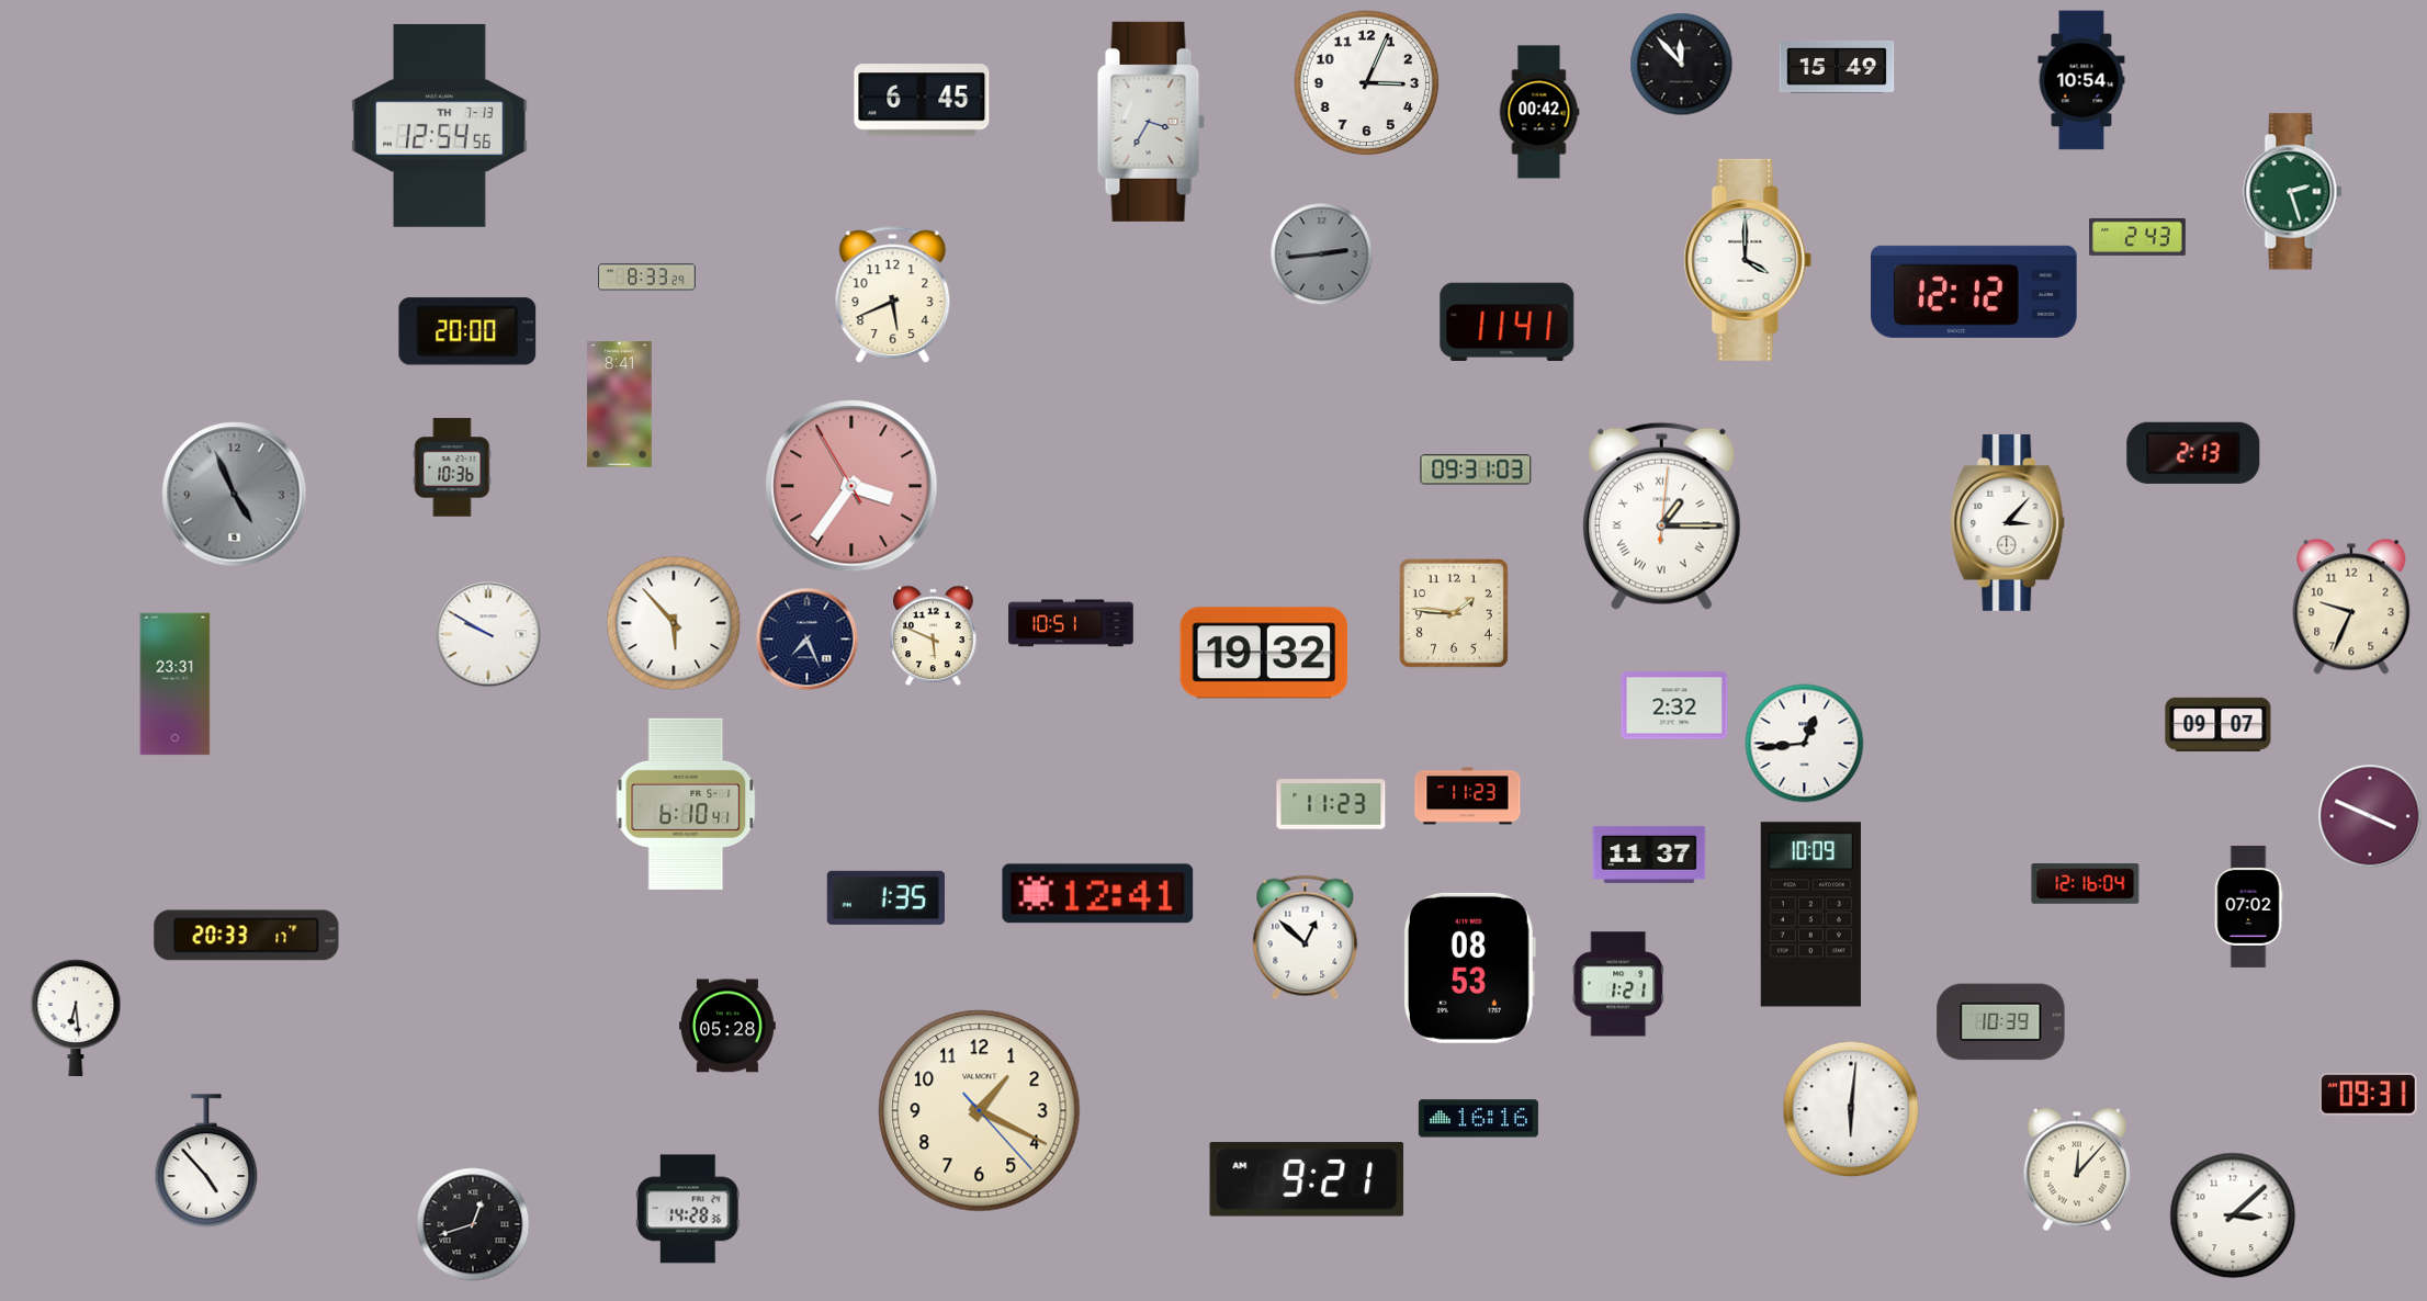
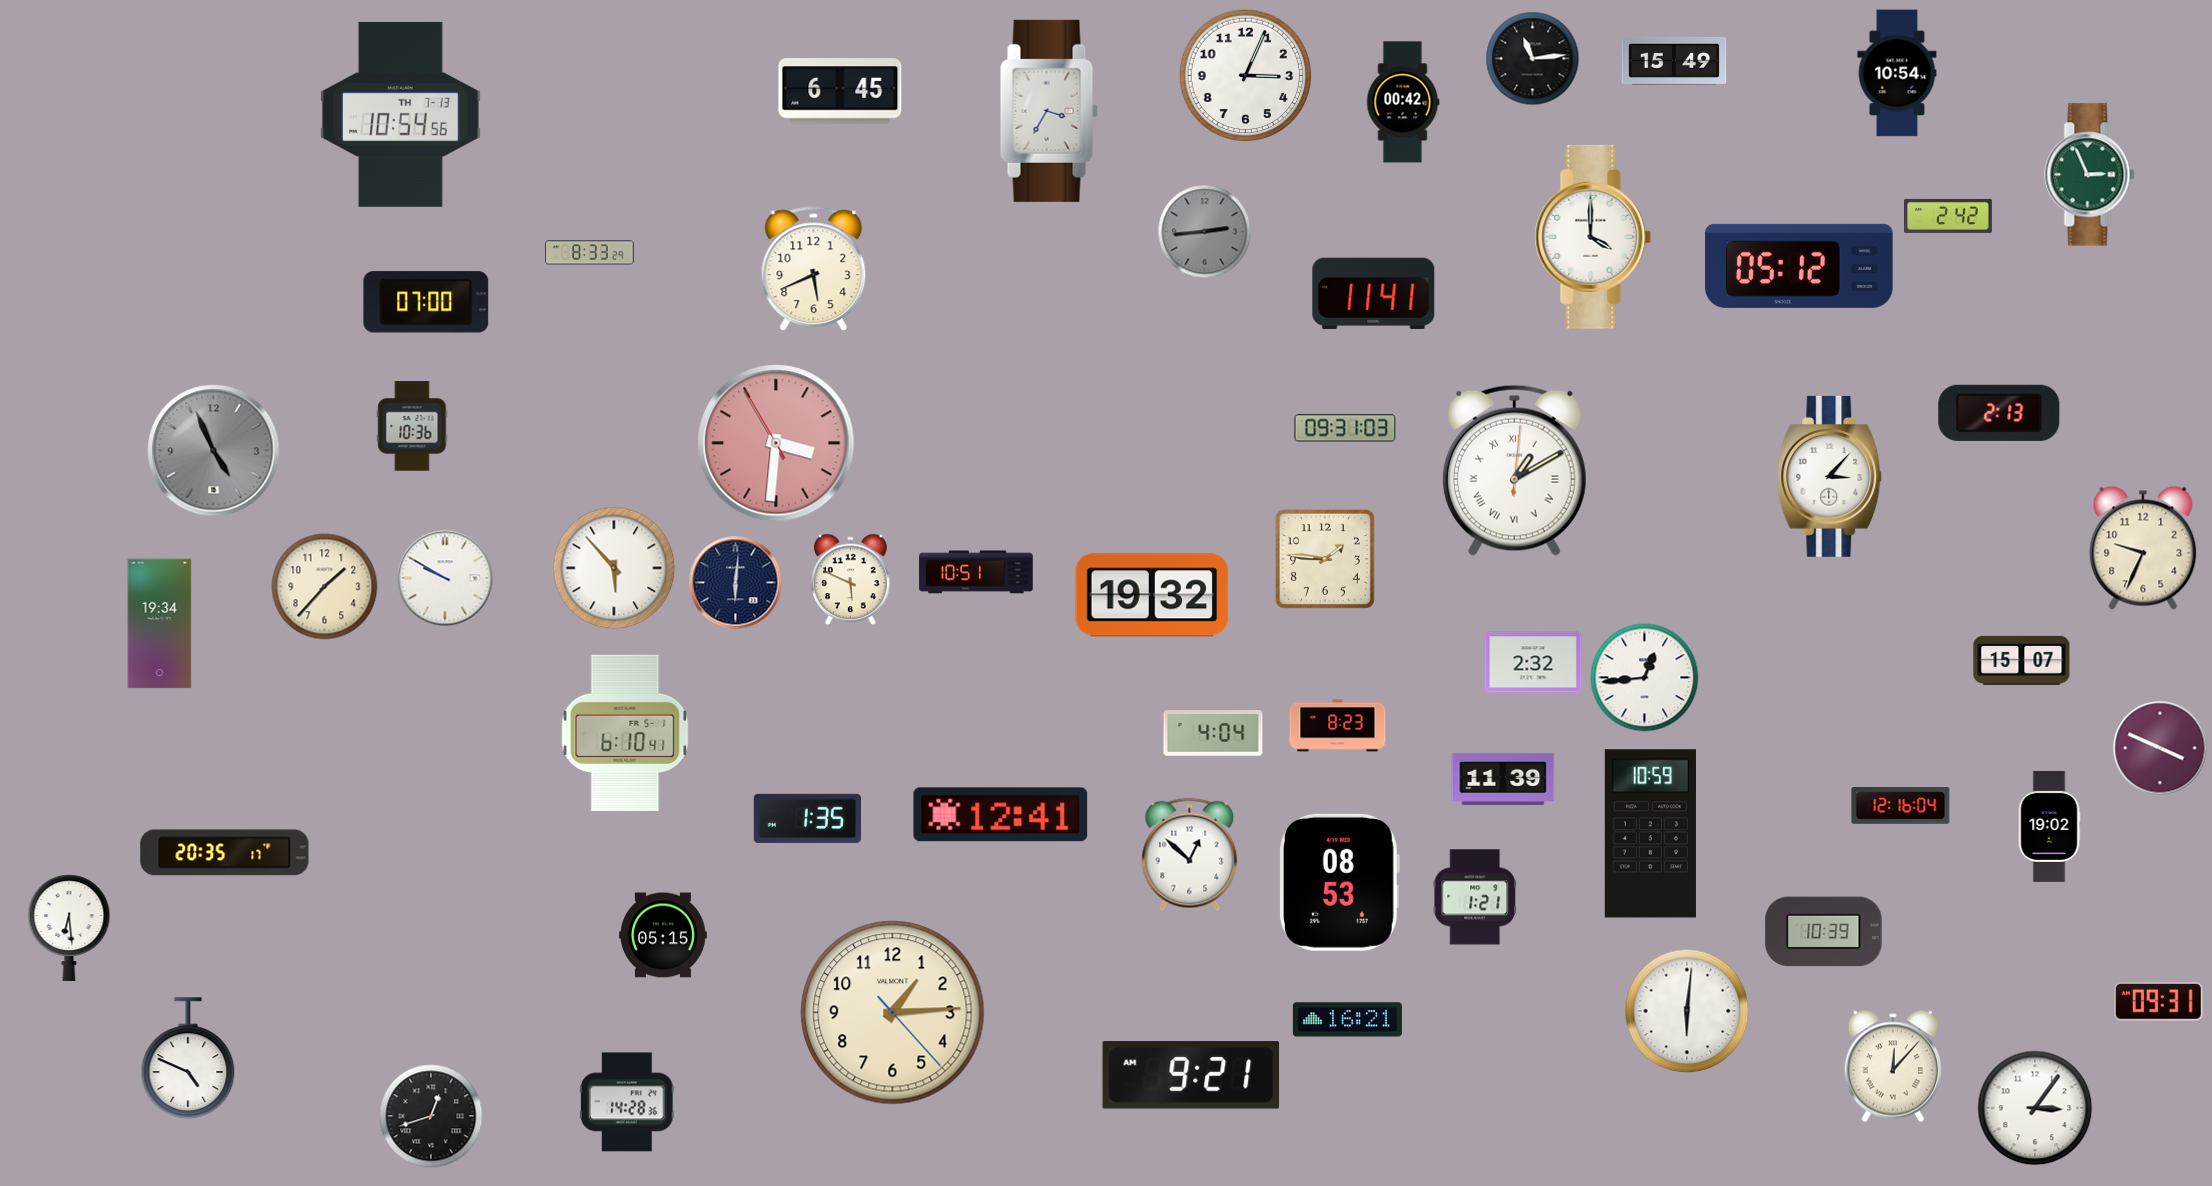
clock at (1682, 65): 11:53 -> 11:14
clock at (440, 125): 12:54 -> 10:54
clock at (2293, 192): 2:27 -> 2:56
clock at (2138, 237): 2:43 -> 2:42
clock at (1974, 292): 12:12 -> 05:12
clock at (467, 331): 20:00 -> 07:00
clock at (620, 405): 8:41 -> none
clock at (851, 486): 3:35 -> 3:30
clock at (1661, 516): 1:15 -> 1:10
clock at (2351, 607) position: (2351, 607) -> (2143, 548)
clock at (1071, 623) position: (1071, 623) -> (976, 572)
clock at (808, 640): 7:26 -> 6:01
clock at (325, 587): none -> 1:37
clock at (176, 685): 23:31 -> 19:34
clock at (1674, 705) position: (1674, 705) -> (1533, 662)
clock at (2219, 724): 09:07 -> 15:07
clock at (1468, 796): 11:23 -> 8:23
clock at (1331, 804): 11:23 -> 4:04
clock at (2370, 816) position: (2370, 816) -> (2160, 748)
clock at (1649, 855): 11:37 -> 11:39
clock at (2248, 906): 07:02 -> 19:02
clock at (1810, 915): 10:09 -> 10:59
clock at (247, 936): 20:33 -> 20:35
clock at (729, 1026): 05:28 -> 05:15
clock at (2369, 1095) position: (2369, 1095) -> (2159, 1002)
clock at (980, 1111): 1:19 -> 1:14
clock at (1478, 1119): 16:16 -> 16:21
clock at (206, 1161): 4:53 -> 4:49
clock at (2233, 1215): 3:08 -> 3:06
